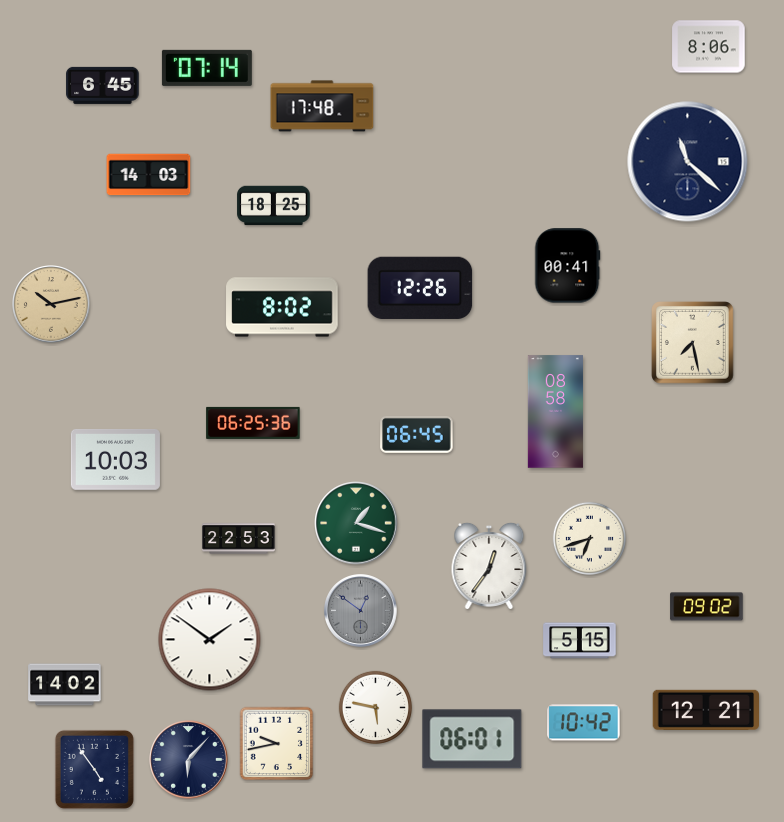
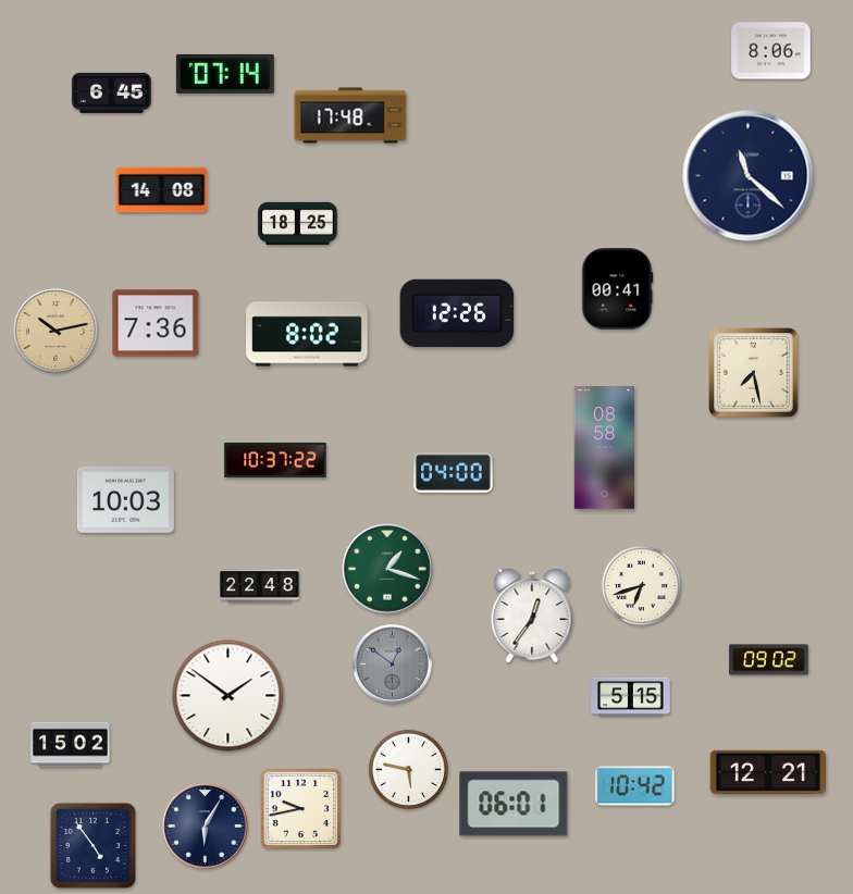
clock at (149, 175): 14:03 -> 14:08
clock at (156, 323): none -> 7:36
clock at (253, 423): 06:25 -> 10:37
clock at (417, 434): 06:45 -> 04:00
clock at (239, 539): 22:53 -> 22:48
clock at (65, 685): 14:02 -> 15:02
clock at (189, 760): 6:07 -> 6:05
clock at (94, 769) position: (94, 769) -> (92, 845)
